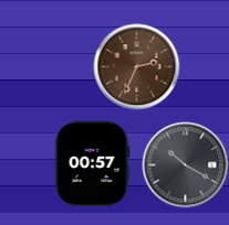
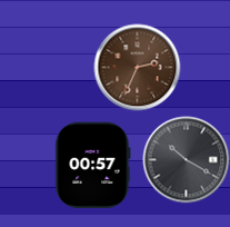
clock at (185, 164) position: (185, 164) -> (186, 159)
